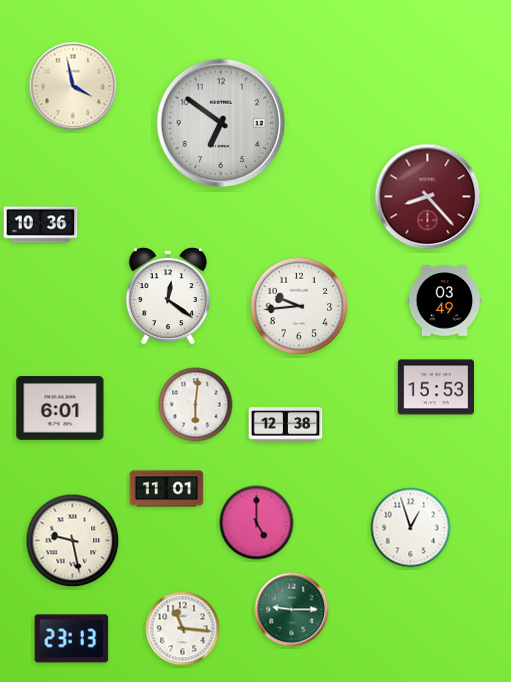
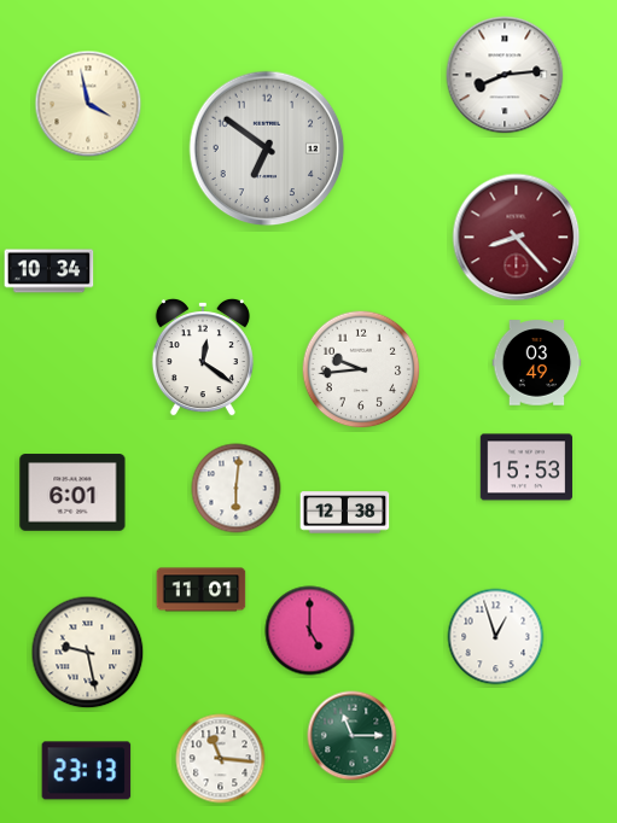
clock at (505, 75): none -> 8:14
clock at (41, 225): 10:36 -> 10:34
clock at (292, 610): 9:15 -> 11:15
